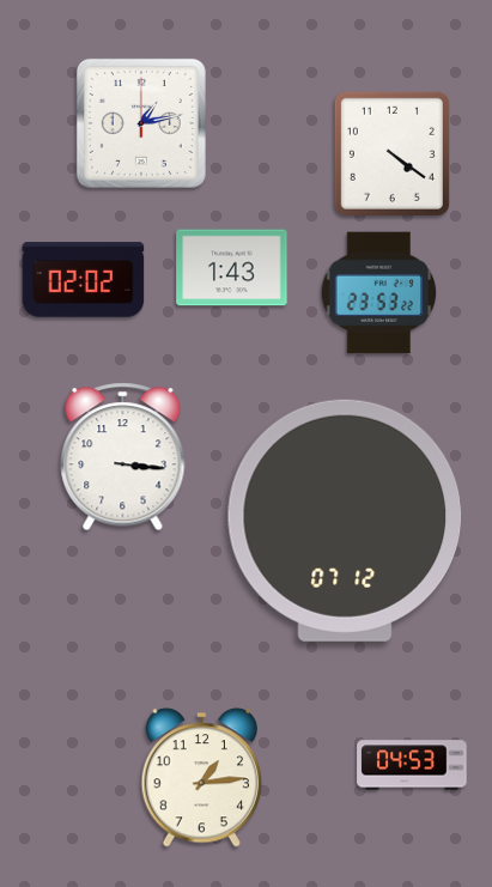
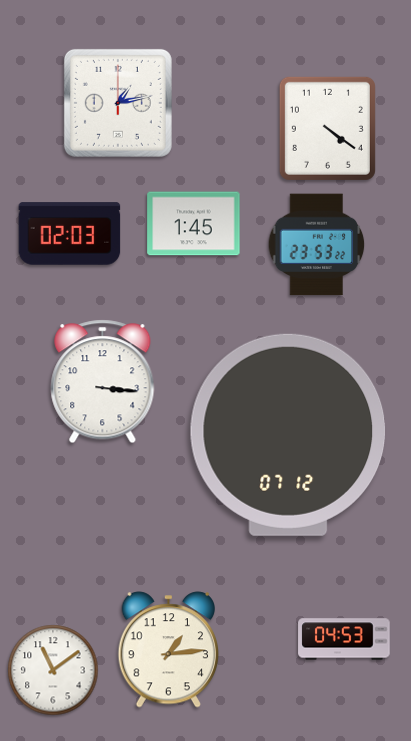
clock at (232, 268): 1:43 -> 1:45
clock at (84, 280): 02:02 -> 02:03
clock at (53, 670): none -> 11:09
